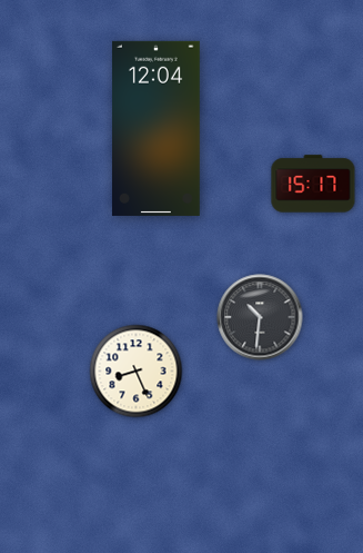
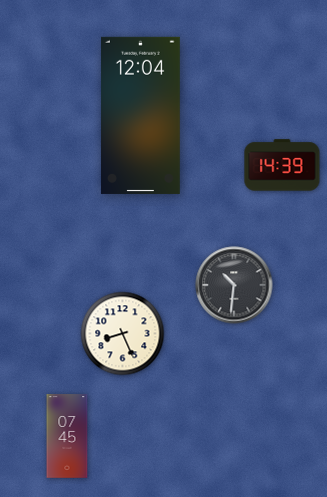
clock at (313, 184): 15:17 -> 14:39
clock at (67, 436): none -> 07:45
